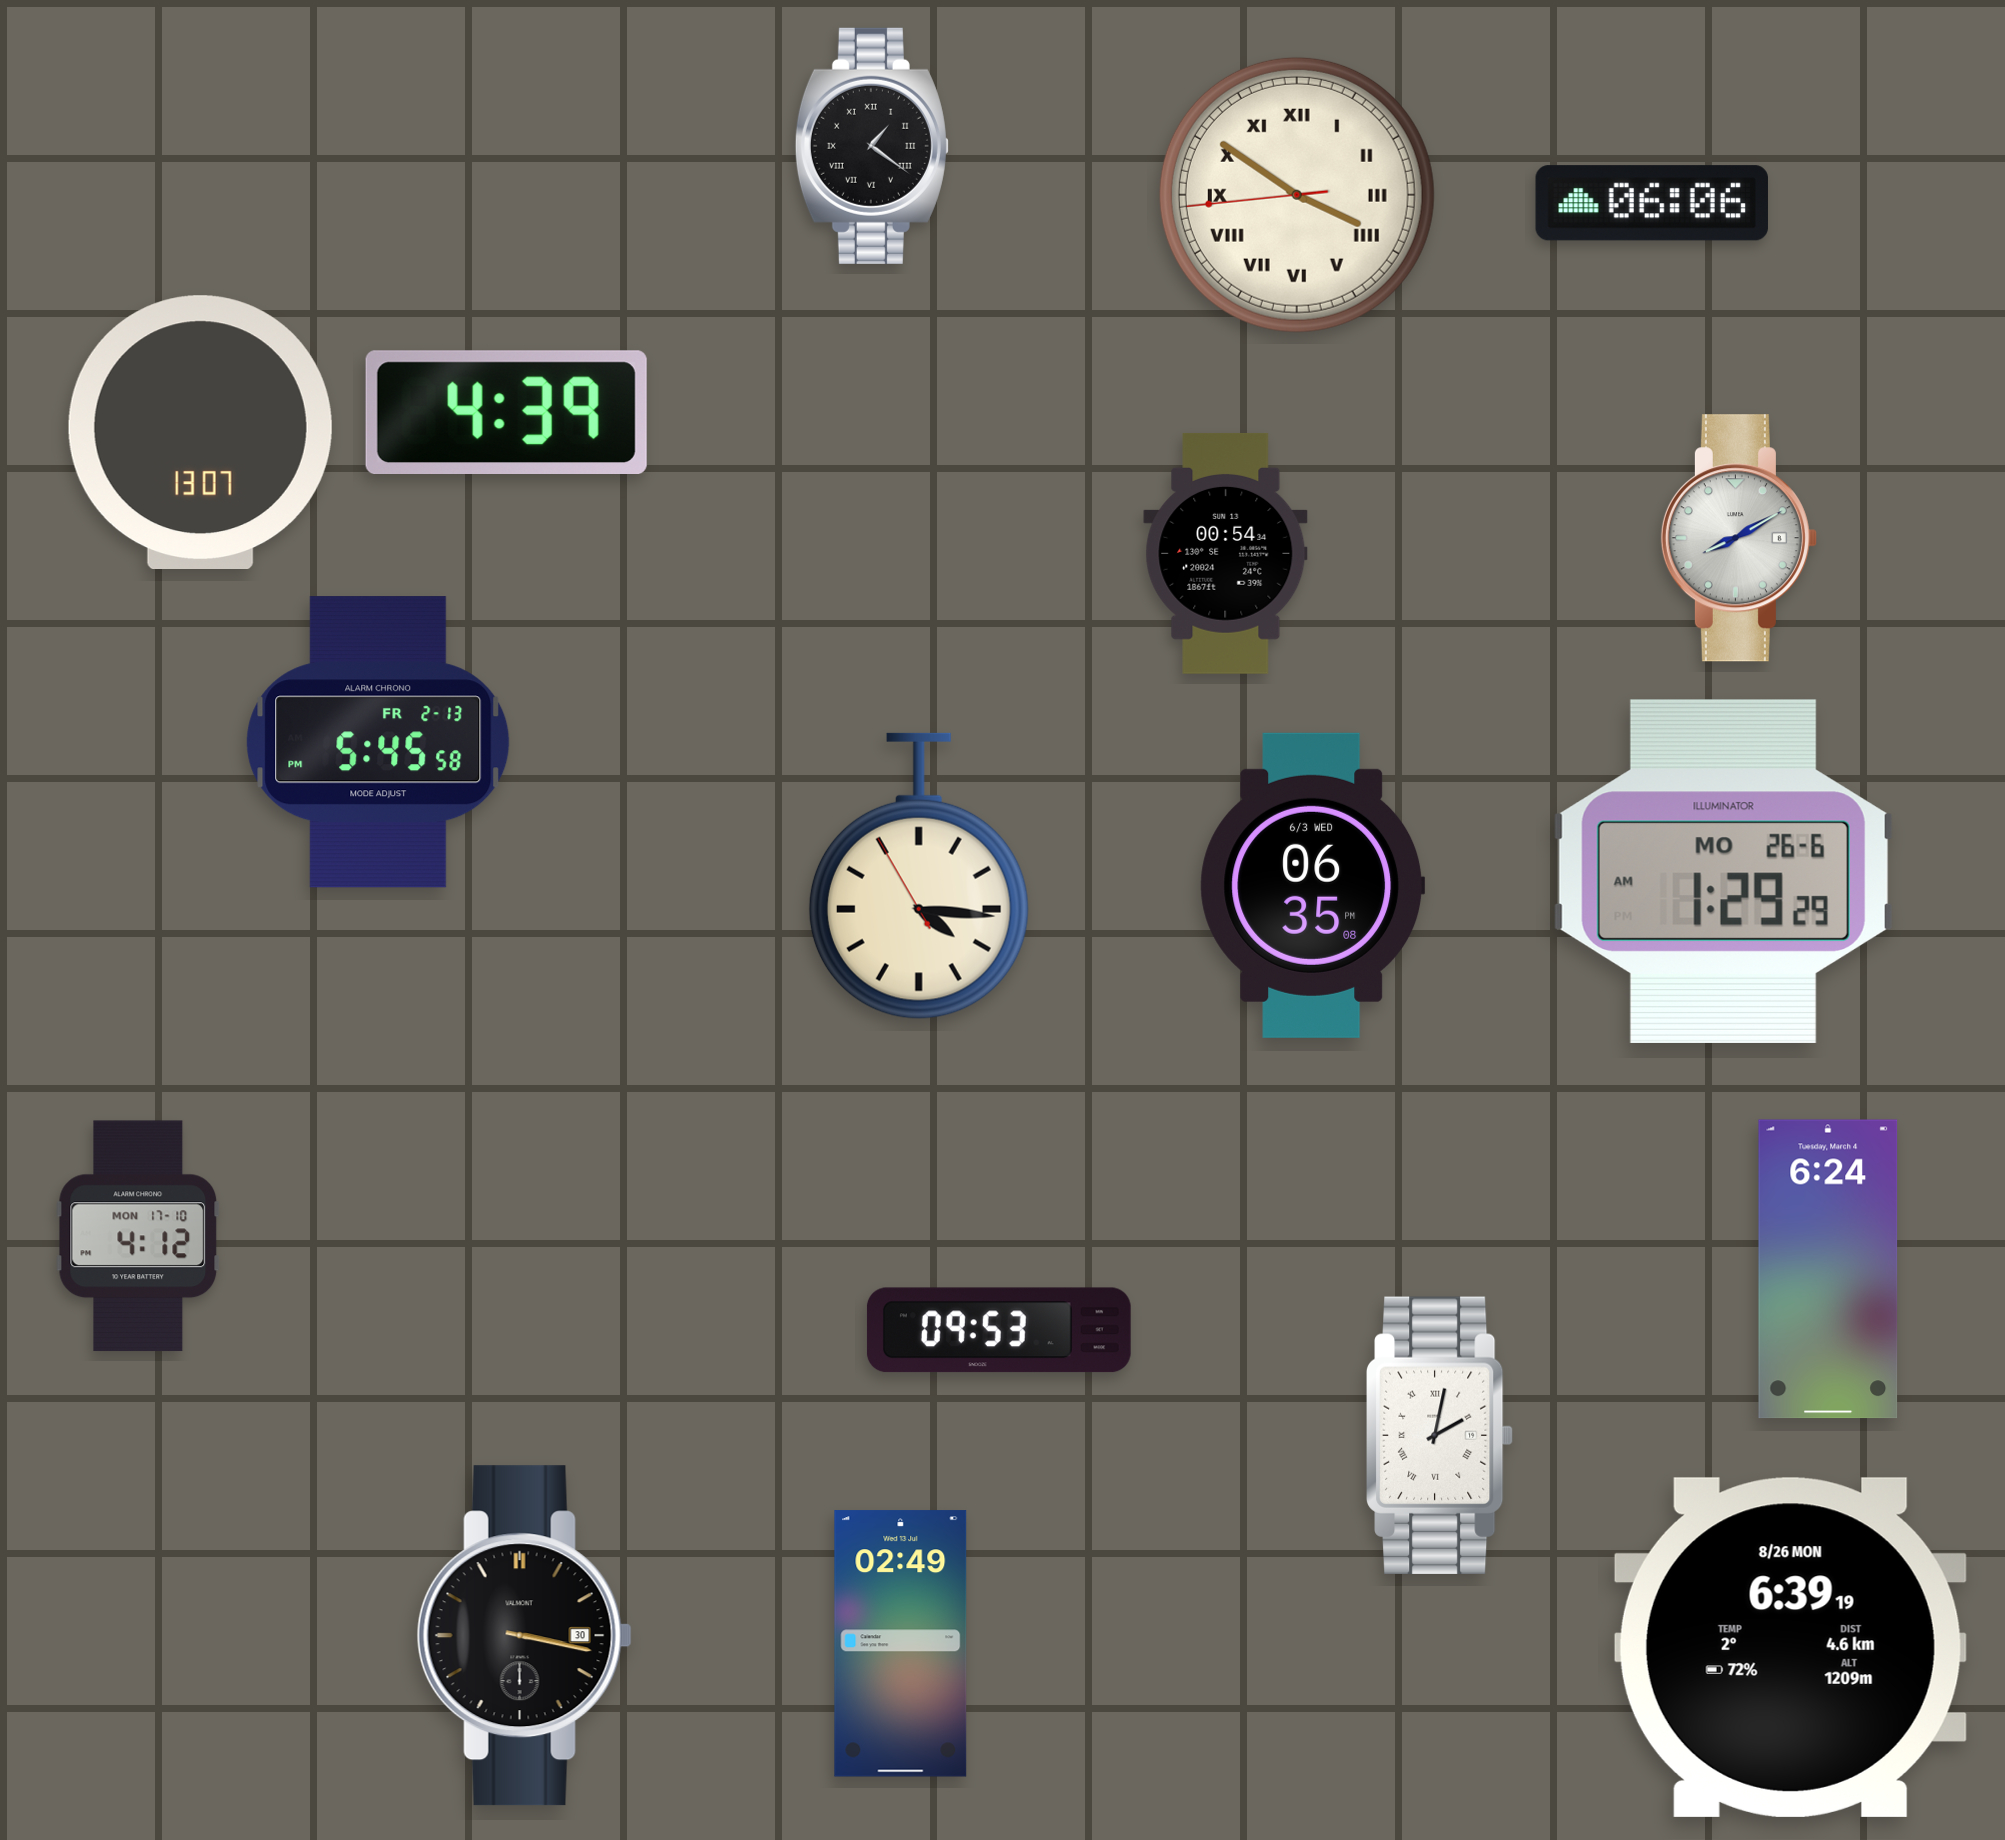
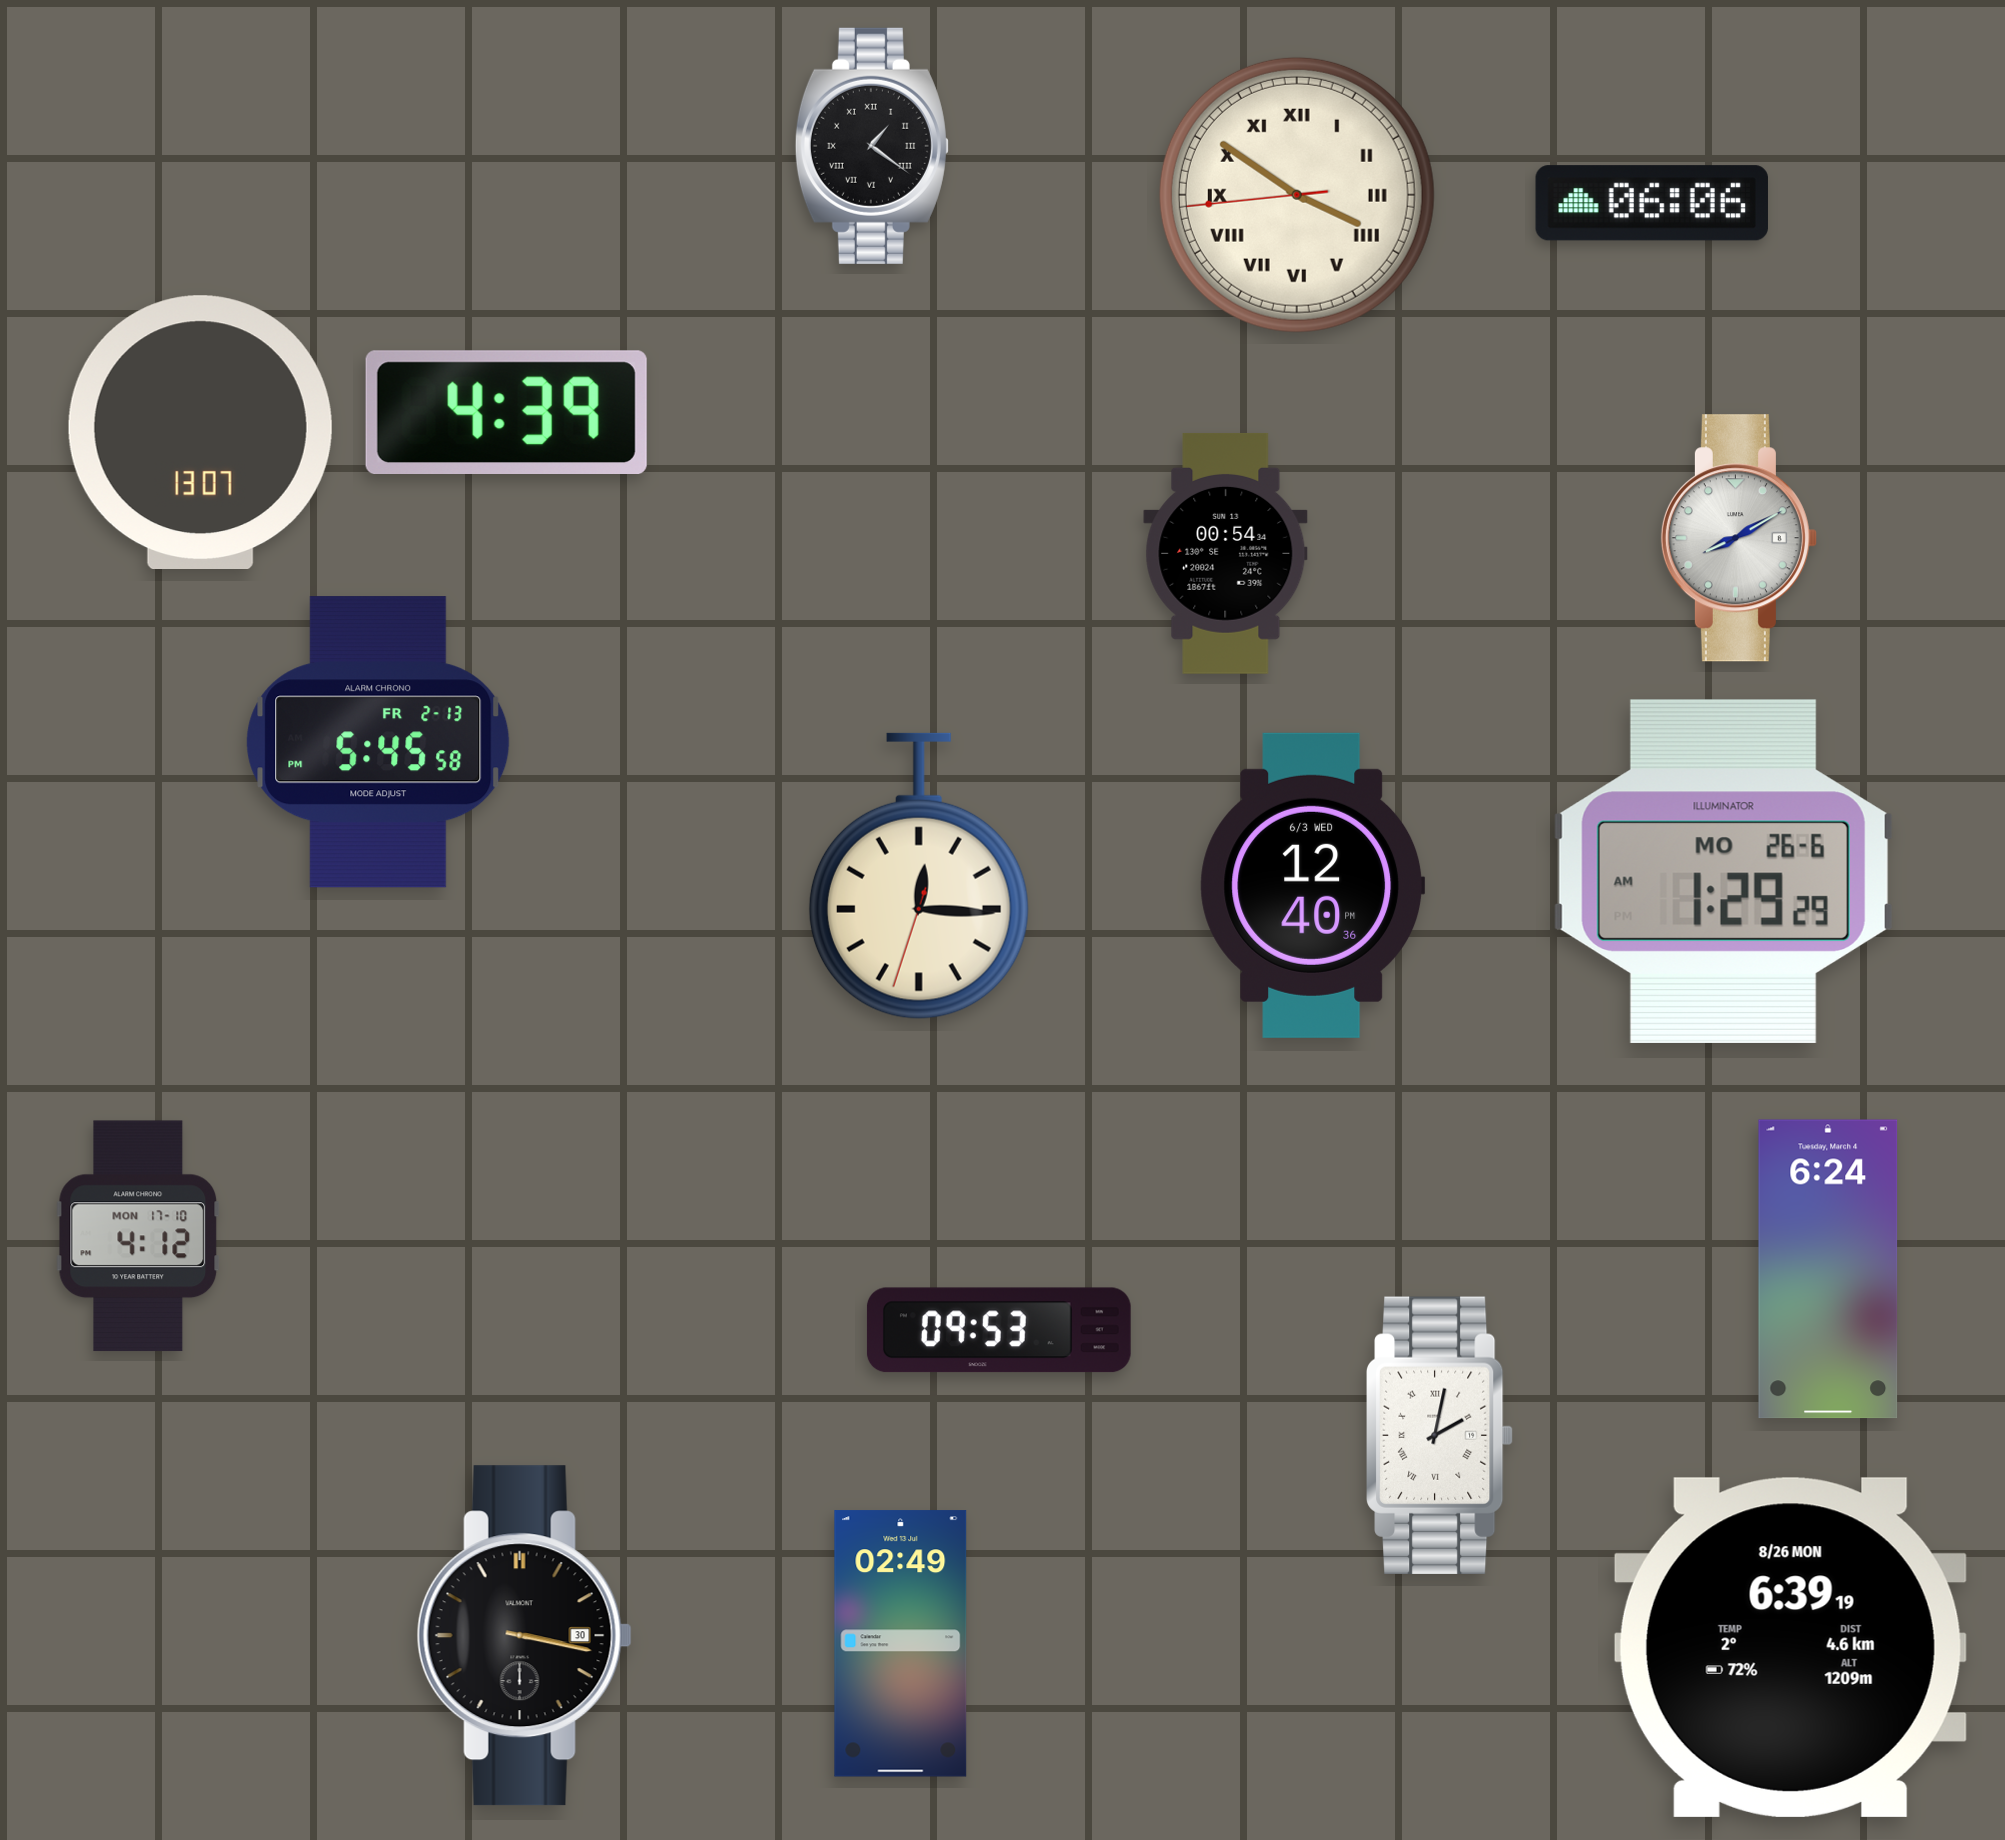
clock at (919, 876): 4:15 -> 12:15
clock at (1313, 885): 06:35 -> 12:40
